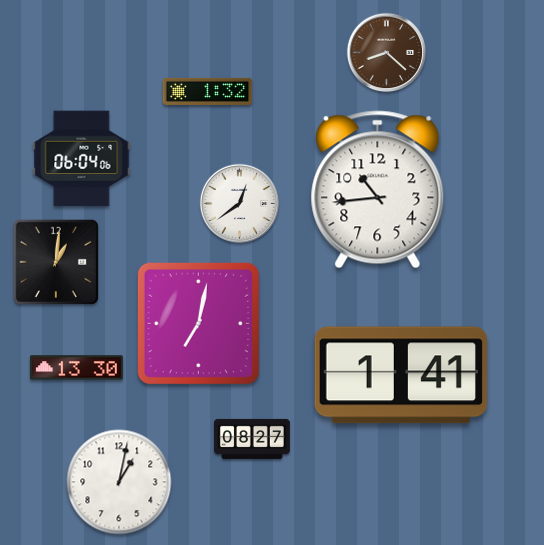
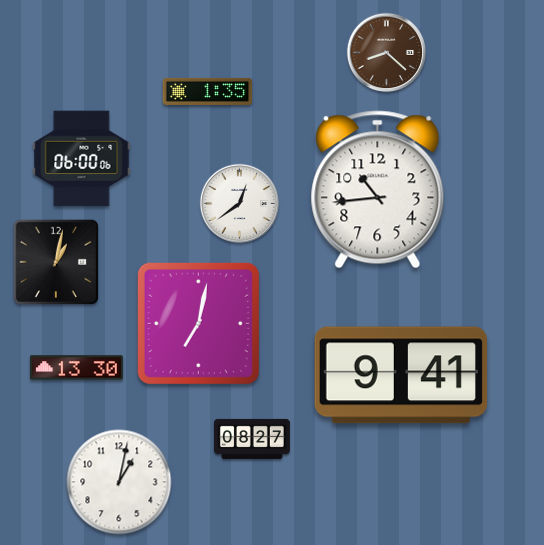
clock at (208, 91): 1:32 -> 1:35
clock at (82, 159): 06:04 -> 06:00
clock at (56, 262): 1:01 -> 1:02
clock at (400, 375): 1:41 -> 9:41
